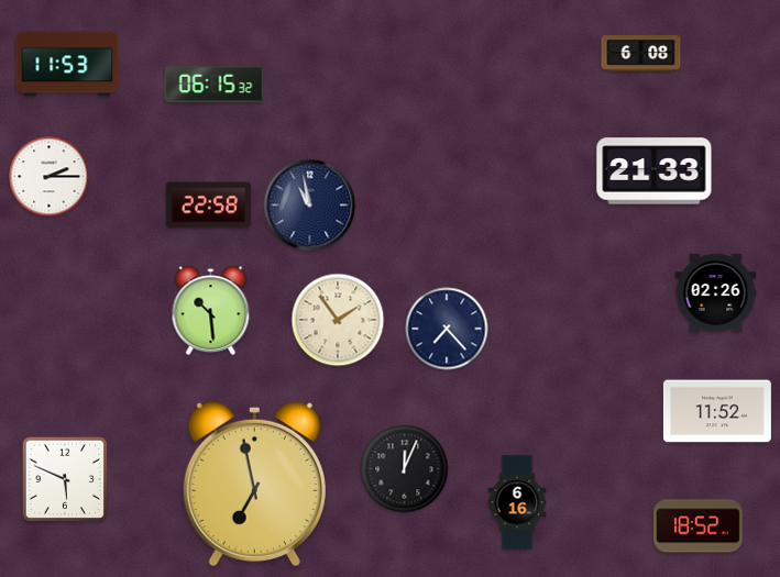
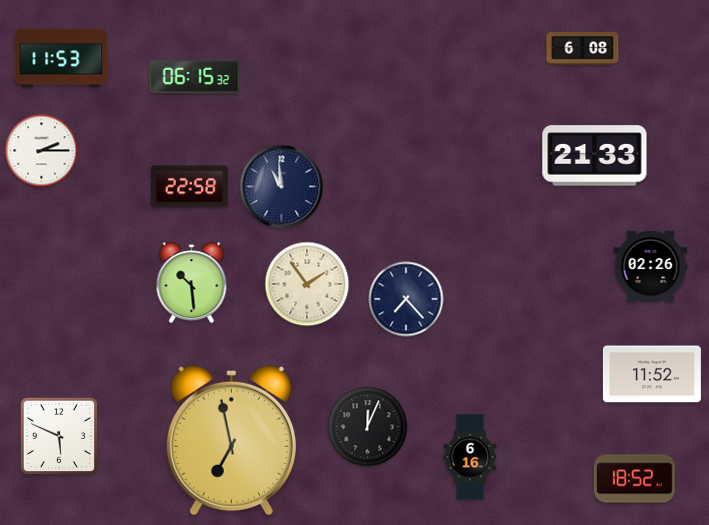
clock at (50, 177) position: (50, 177) -> (42, 151)
clock at (310, 206): 10:58 -> 10:59
clock at (338, 320) position: (338, 320) -> (307, 284)
